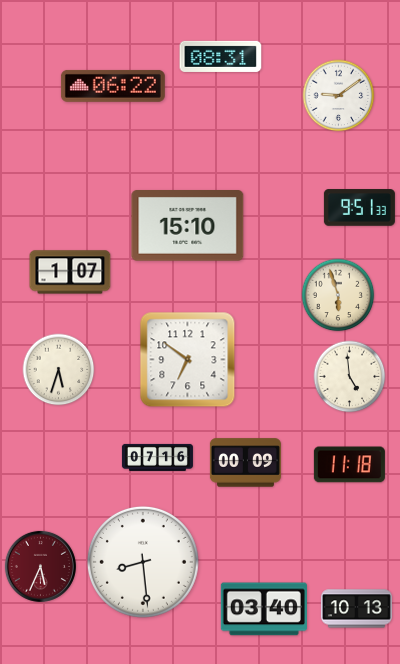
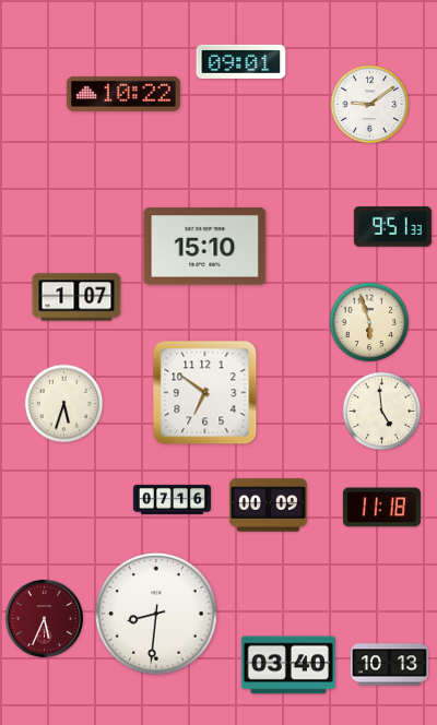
clock at (221, 56): 08:31 -> 09:01
clock at (113, 86): 06:22 -> 10:22
clock at (143, 562): 8:29 -> 8:31
